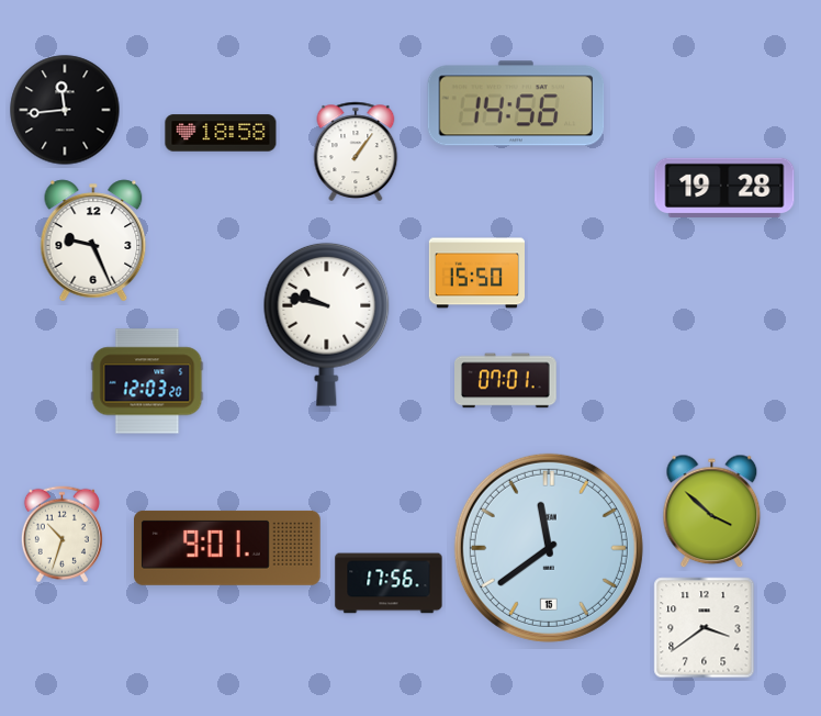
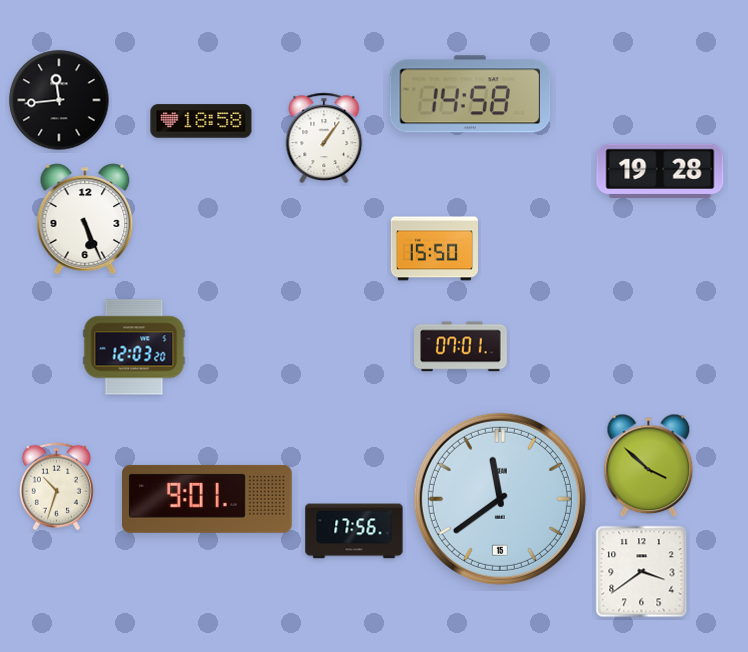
clock at (516, 103): 14:56 -> 14:58
clock at (93, 240): 9:26 -> 5:26
clock at (327, 324): 9:47 -> none
